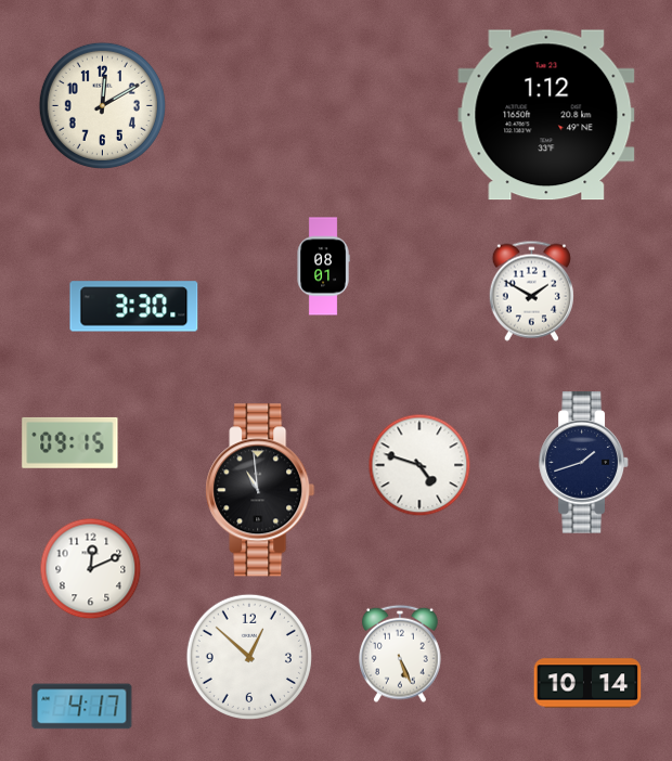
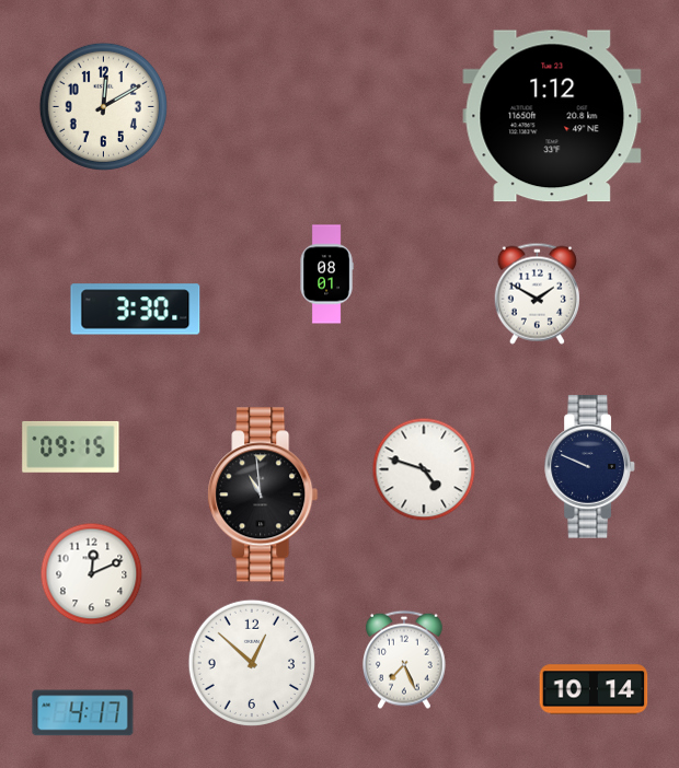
clock at (323, 267) position: (323, 267) -> (326, 275)
clock at (584, 463): 1:42 -> 9:49
clock at (401, 654): 5:26 -> 7:26
